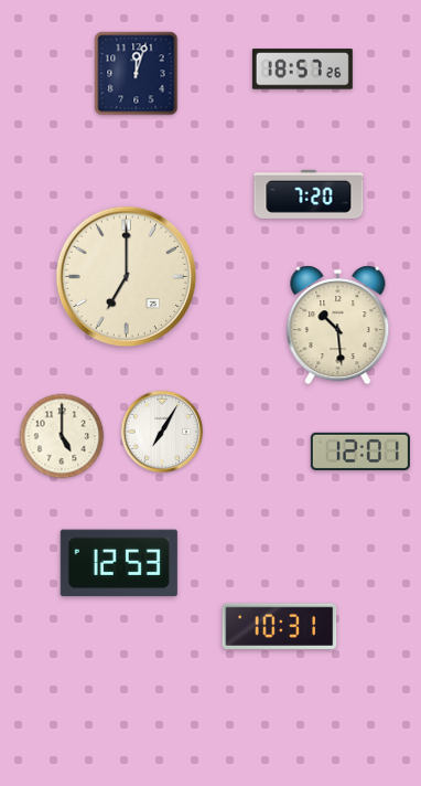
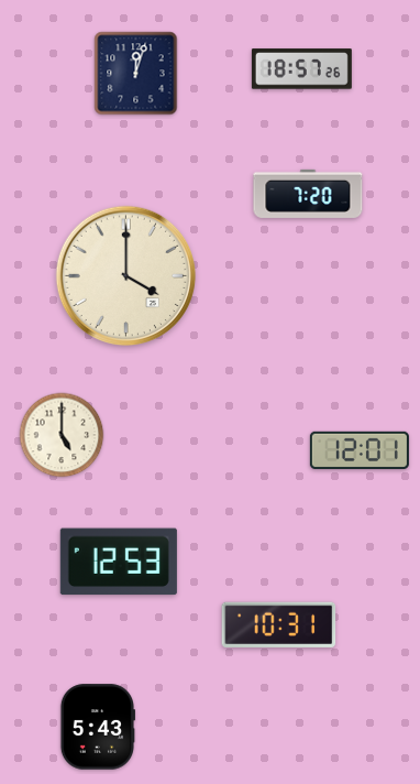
clock at (127, 277): 7:00 -> 4:00
clock at (338, 326): 10:29 -> none
clock at (162, 432): 7:05 -> none
clock at (97, 727): none -> 5:43
